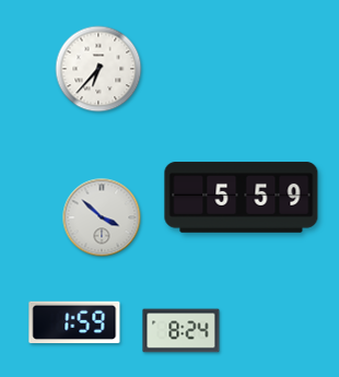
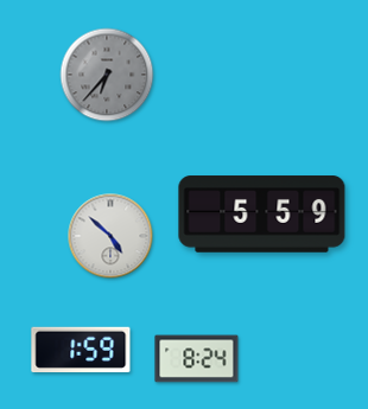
clock at (98, 69) dial: white -> grey
clock at (102, 217): 3:52 -> 4:52
